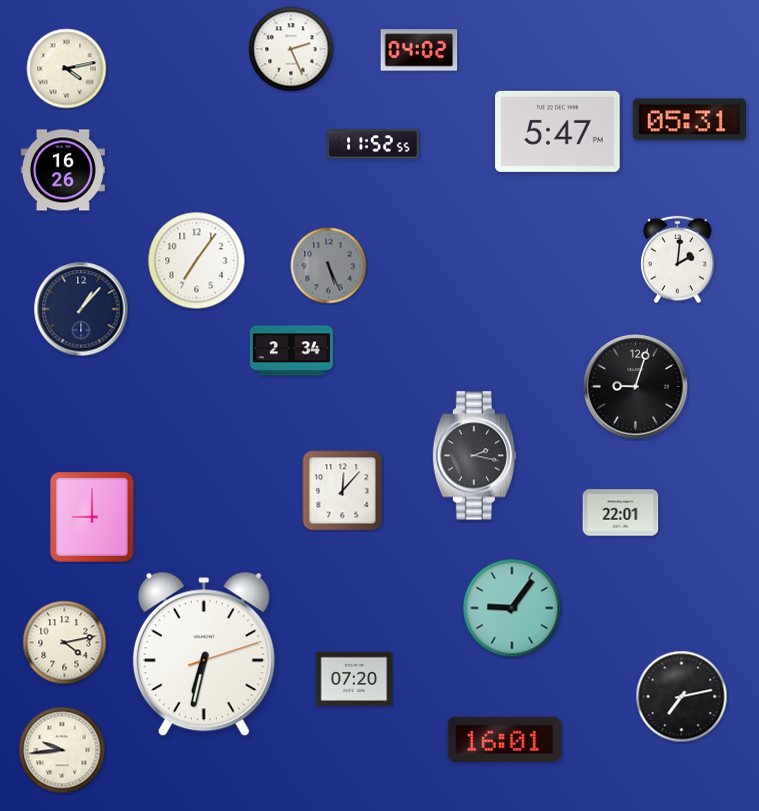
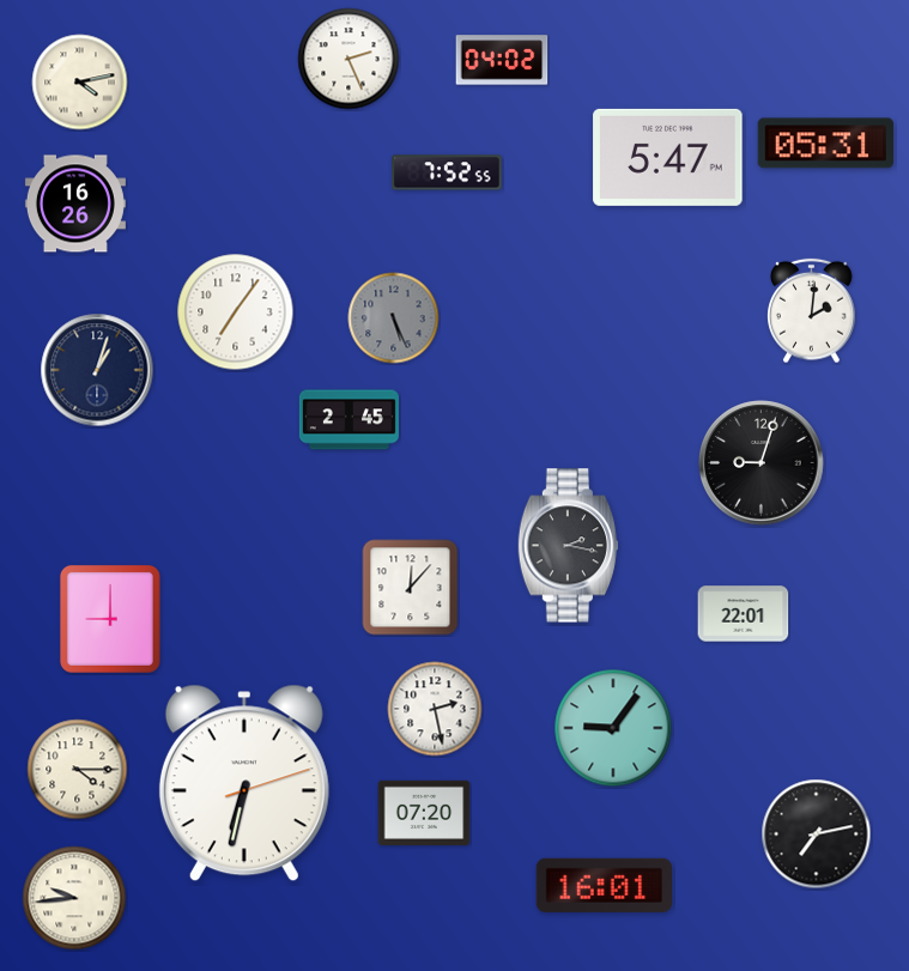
clock at (373, 144): 11:52 -> 7:52
clock at (81, 309): 1:07 -> 1:03
clock at (291, 351): 2:34 -> 2:45
clock at (435, 709): none -> 2:28
clock at (65, 643): 4:13 -> 4:15
